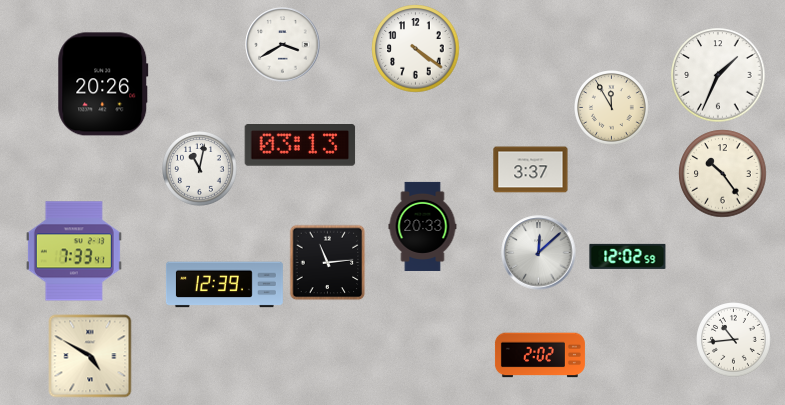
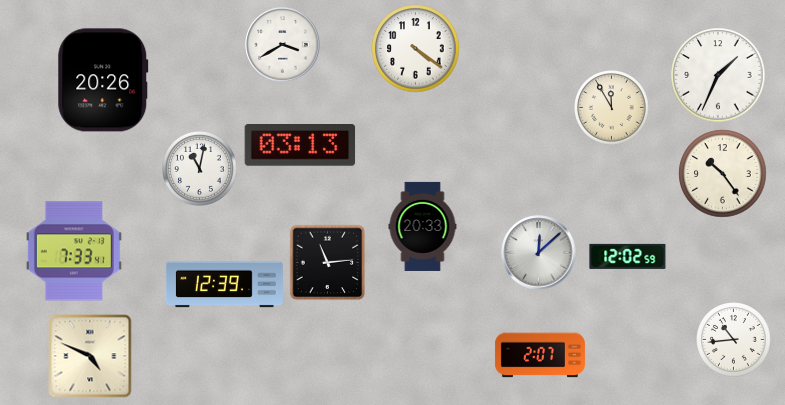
clock at (103, 84) position: (103, 84) -> (103, 80)
clock at (531, 170): 3:37 -> none
clock at (540, 355): 2:02 -> 2:07
clock at (90, 356): 4:50 -> 4:49
